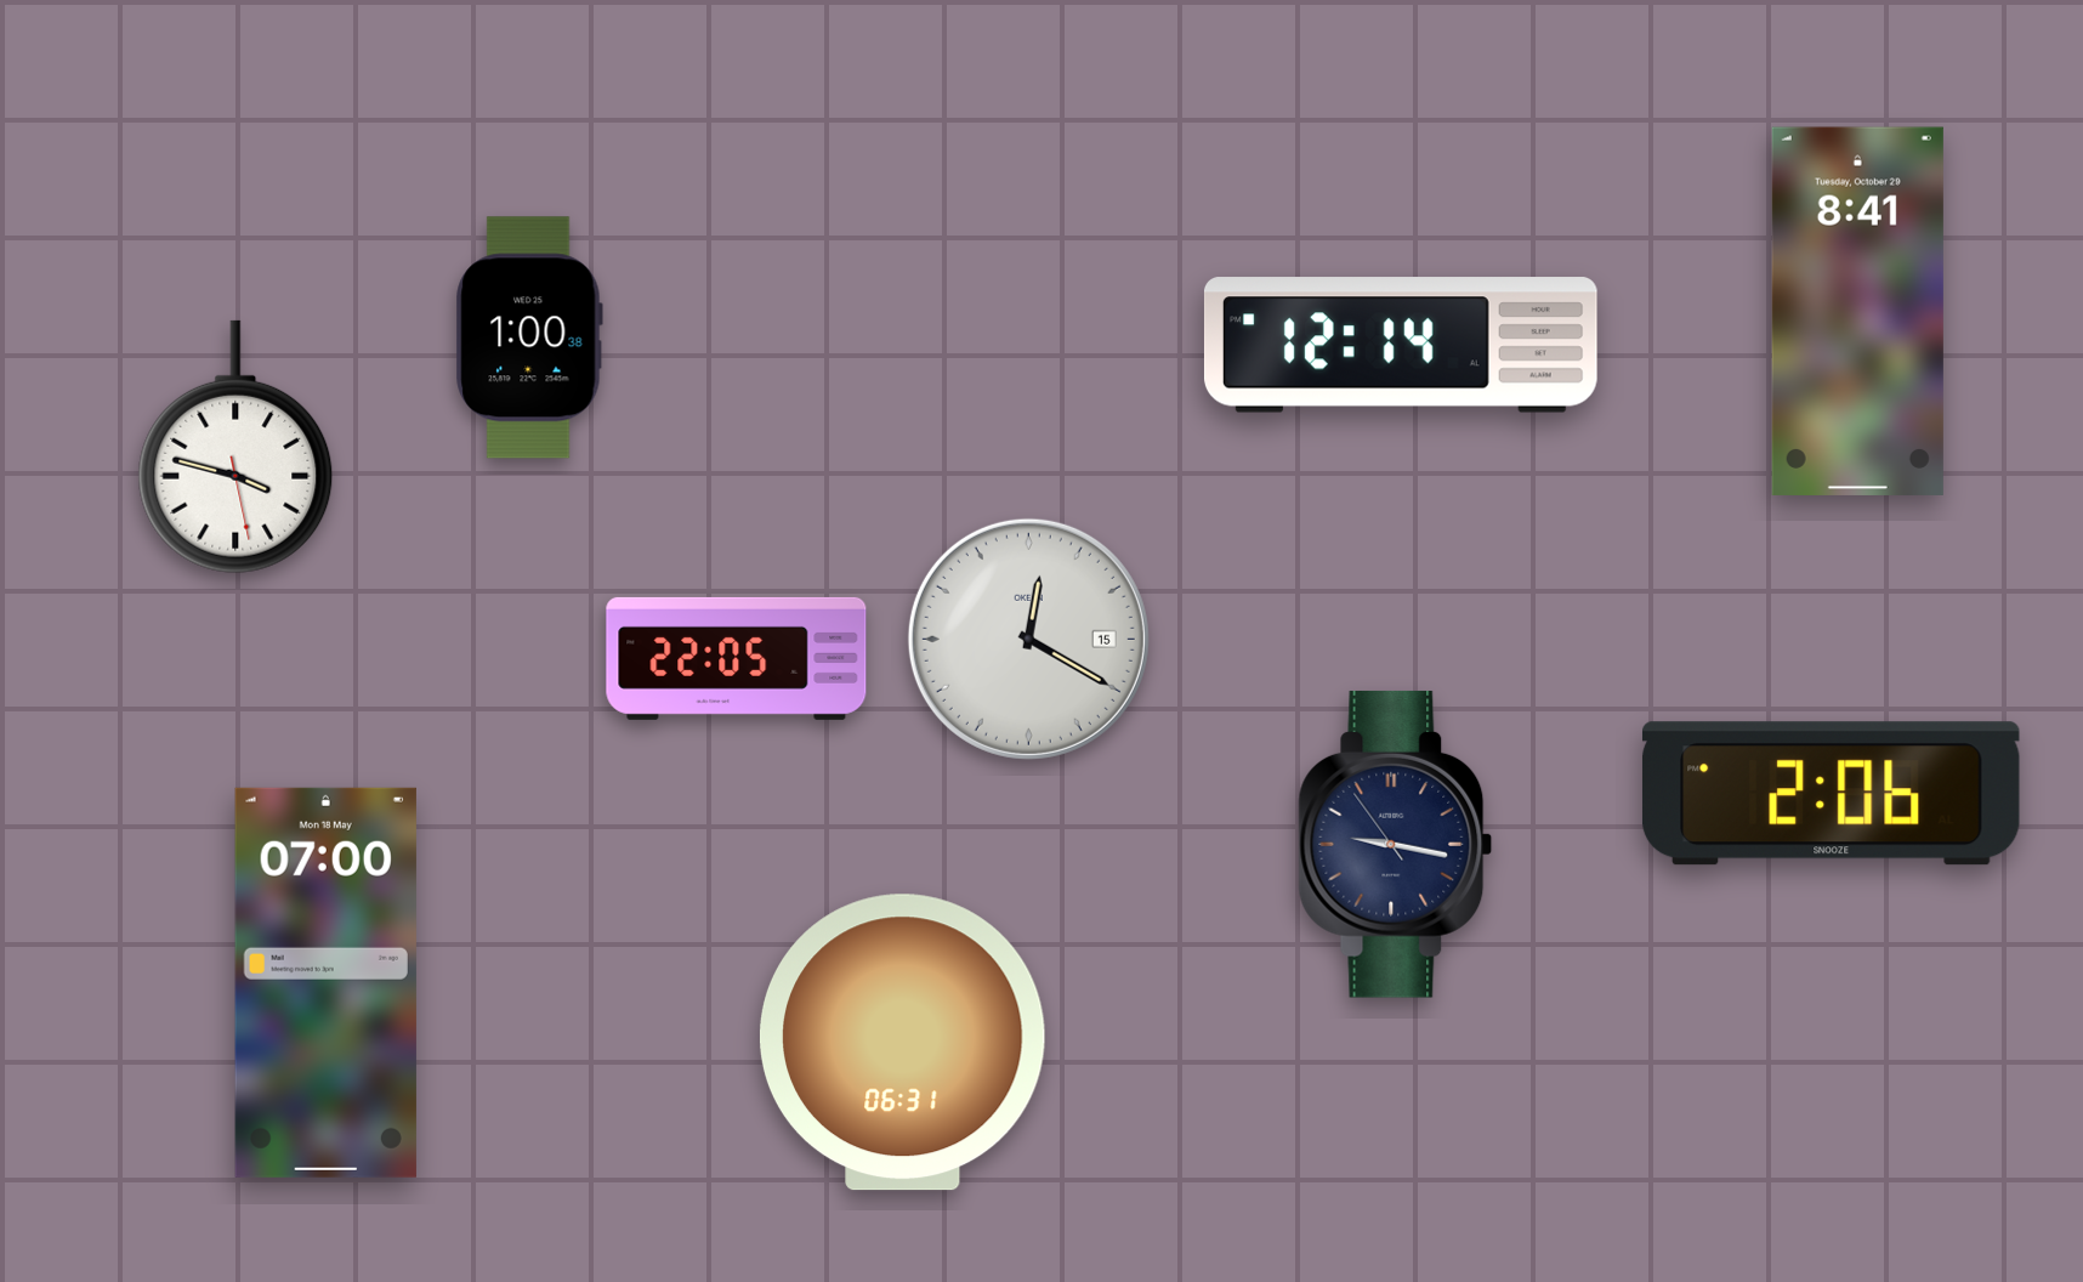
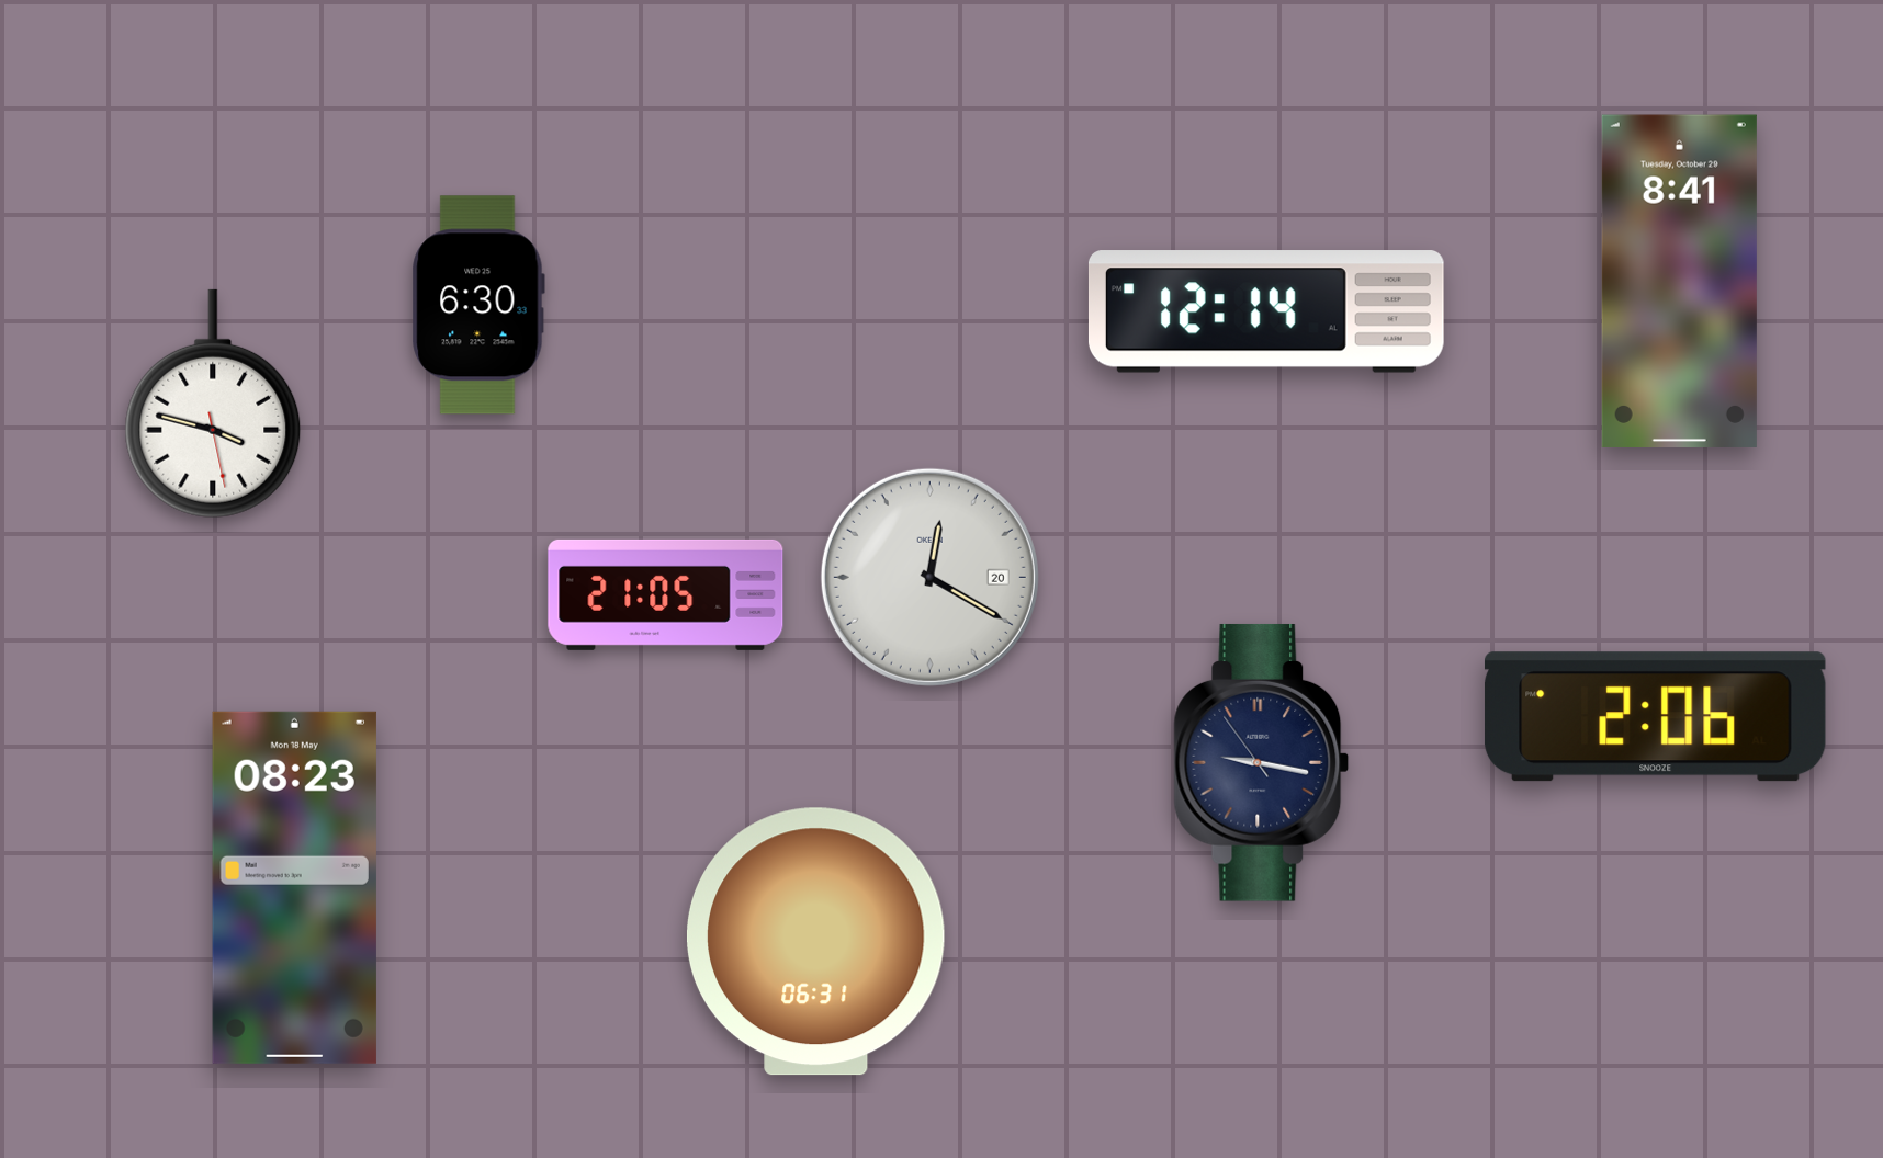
clock at (529, 337): 1:00 -> 6:30
clock at (1028, 639) date: 15 -> 20
clock at (737, 658): 22:05 -> 21:05
clock at (325, 982): 07:00 -> 08:23
